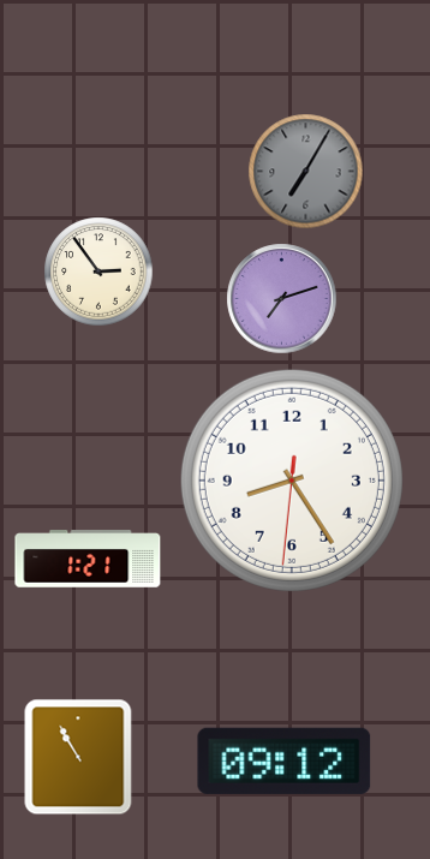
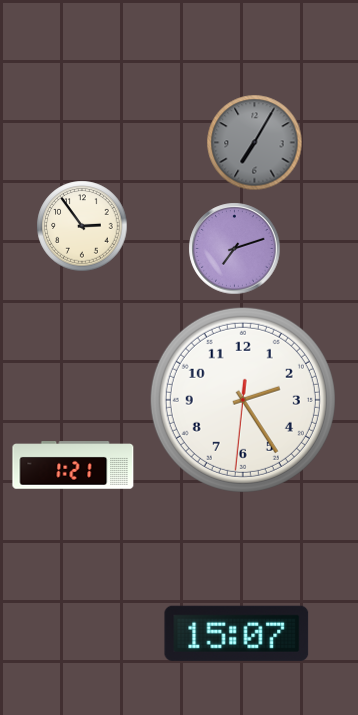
clock at (292, 481): 8:24 -> 2:24
clock at (78, 757): 10:55 -> none
clock at (285, 760): 09:12 -> 15:07
